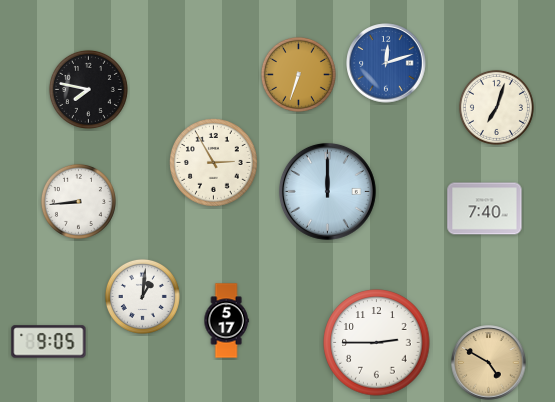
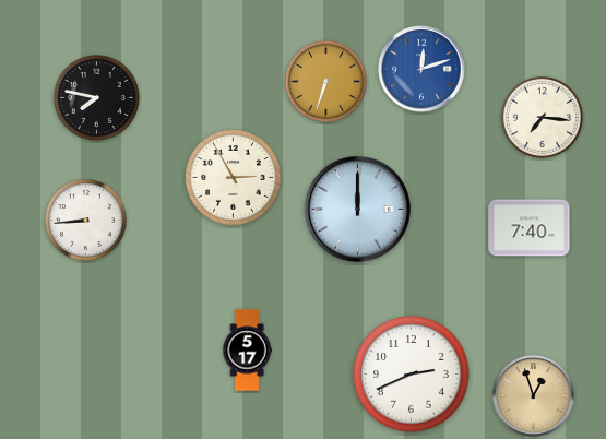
clock at (496, 107): 7:03 -> 7:16
clock at (142, 296): 1:01 -> none
clock at (49, 342): 9:05 -> none
clock at (377, 343): 2:45 -> 2:41
clock at (489, 363): 4:50 -> 12:57
